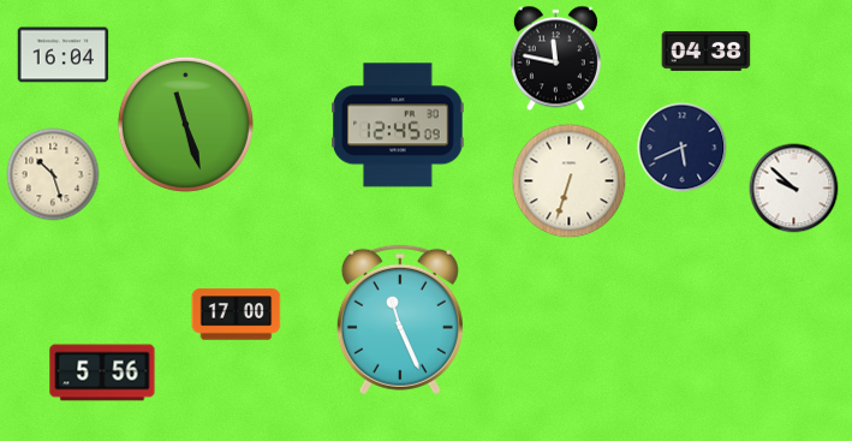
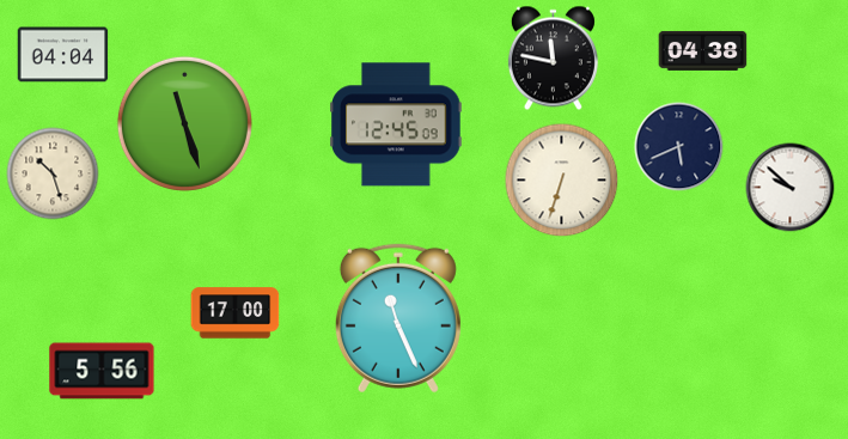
clock at (64, 55): 16:04 -> 04:04
clock at (570, 181) position: (570, 181) -> (562, 181)
